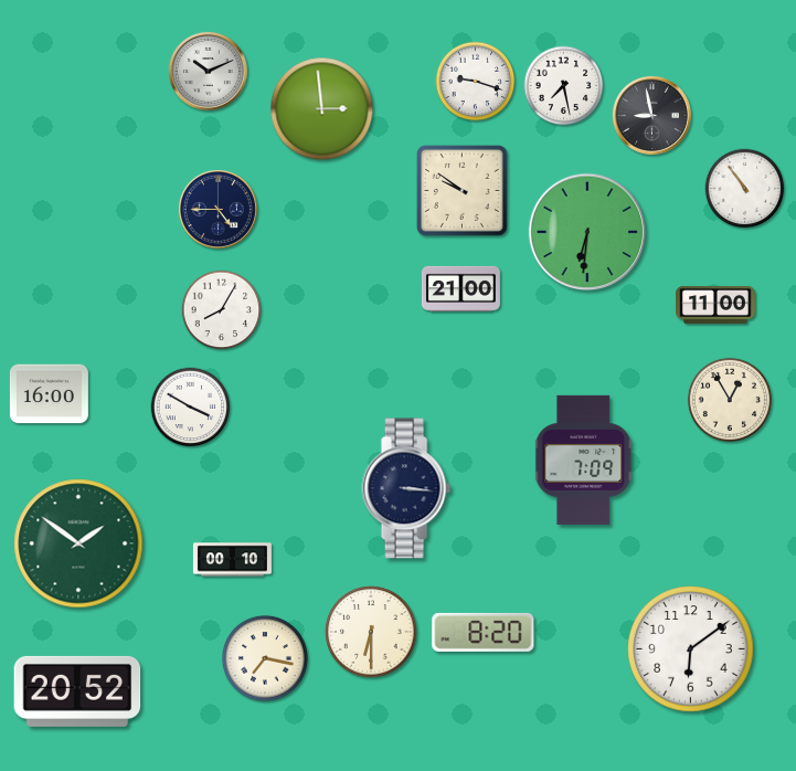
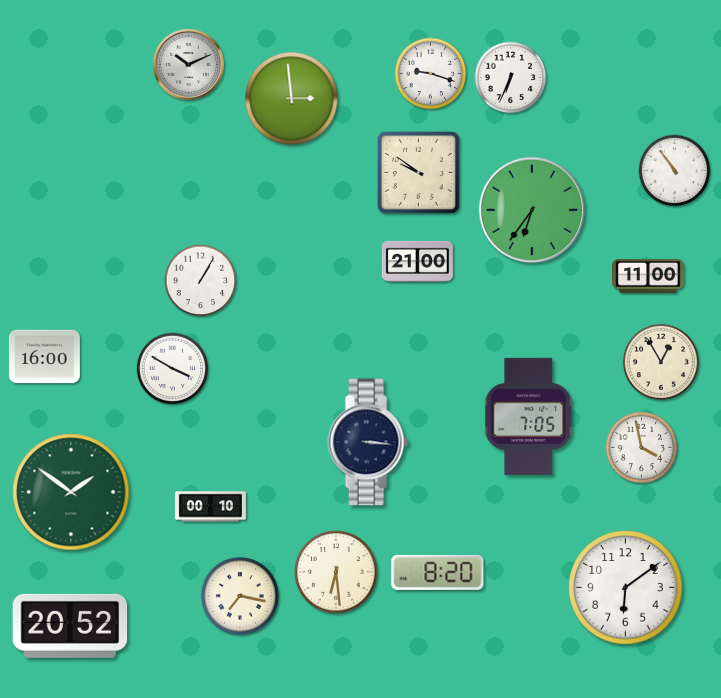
clock at (564, 86): 7:28 -> 6:34
clock at (651, 115): 8:58 -> none
clock at (217, 209): 4:45 -> none
clock at (587, 232): 6:31 -> 6:36
clock at (222, 310): 8:05 -> 1:05
clock at (584, 460): 7:09 -> 7:05
clock at (642, 448): none -> 3:58
clock at (371, 632): 6:30 -> 6:29
